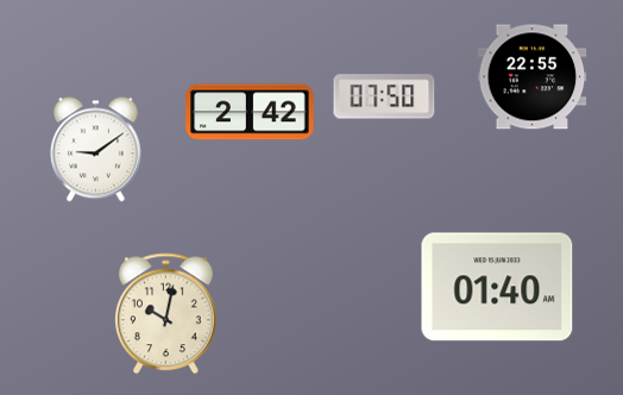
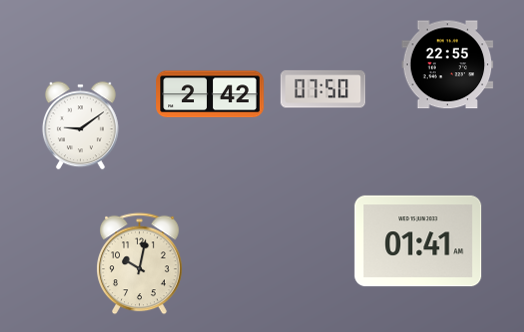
clock at (384, 96) position: (384, 96) -> (323, 89)
clock at (497, 287): 01:40 -> 01:41
